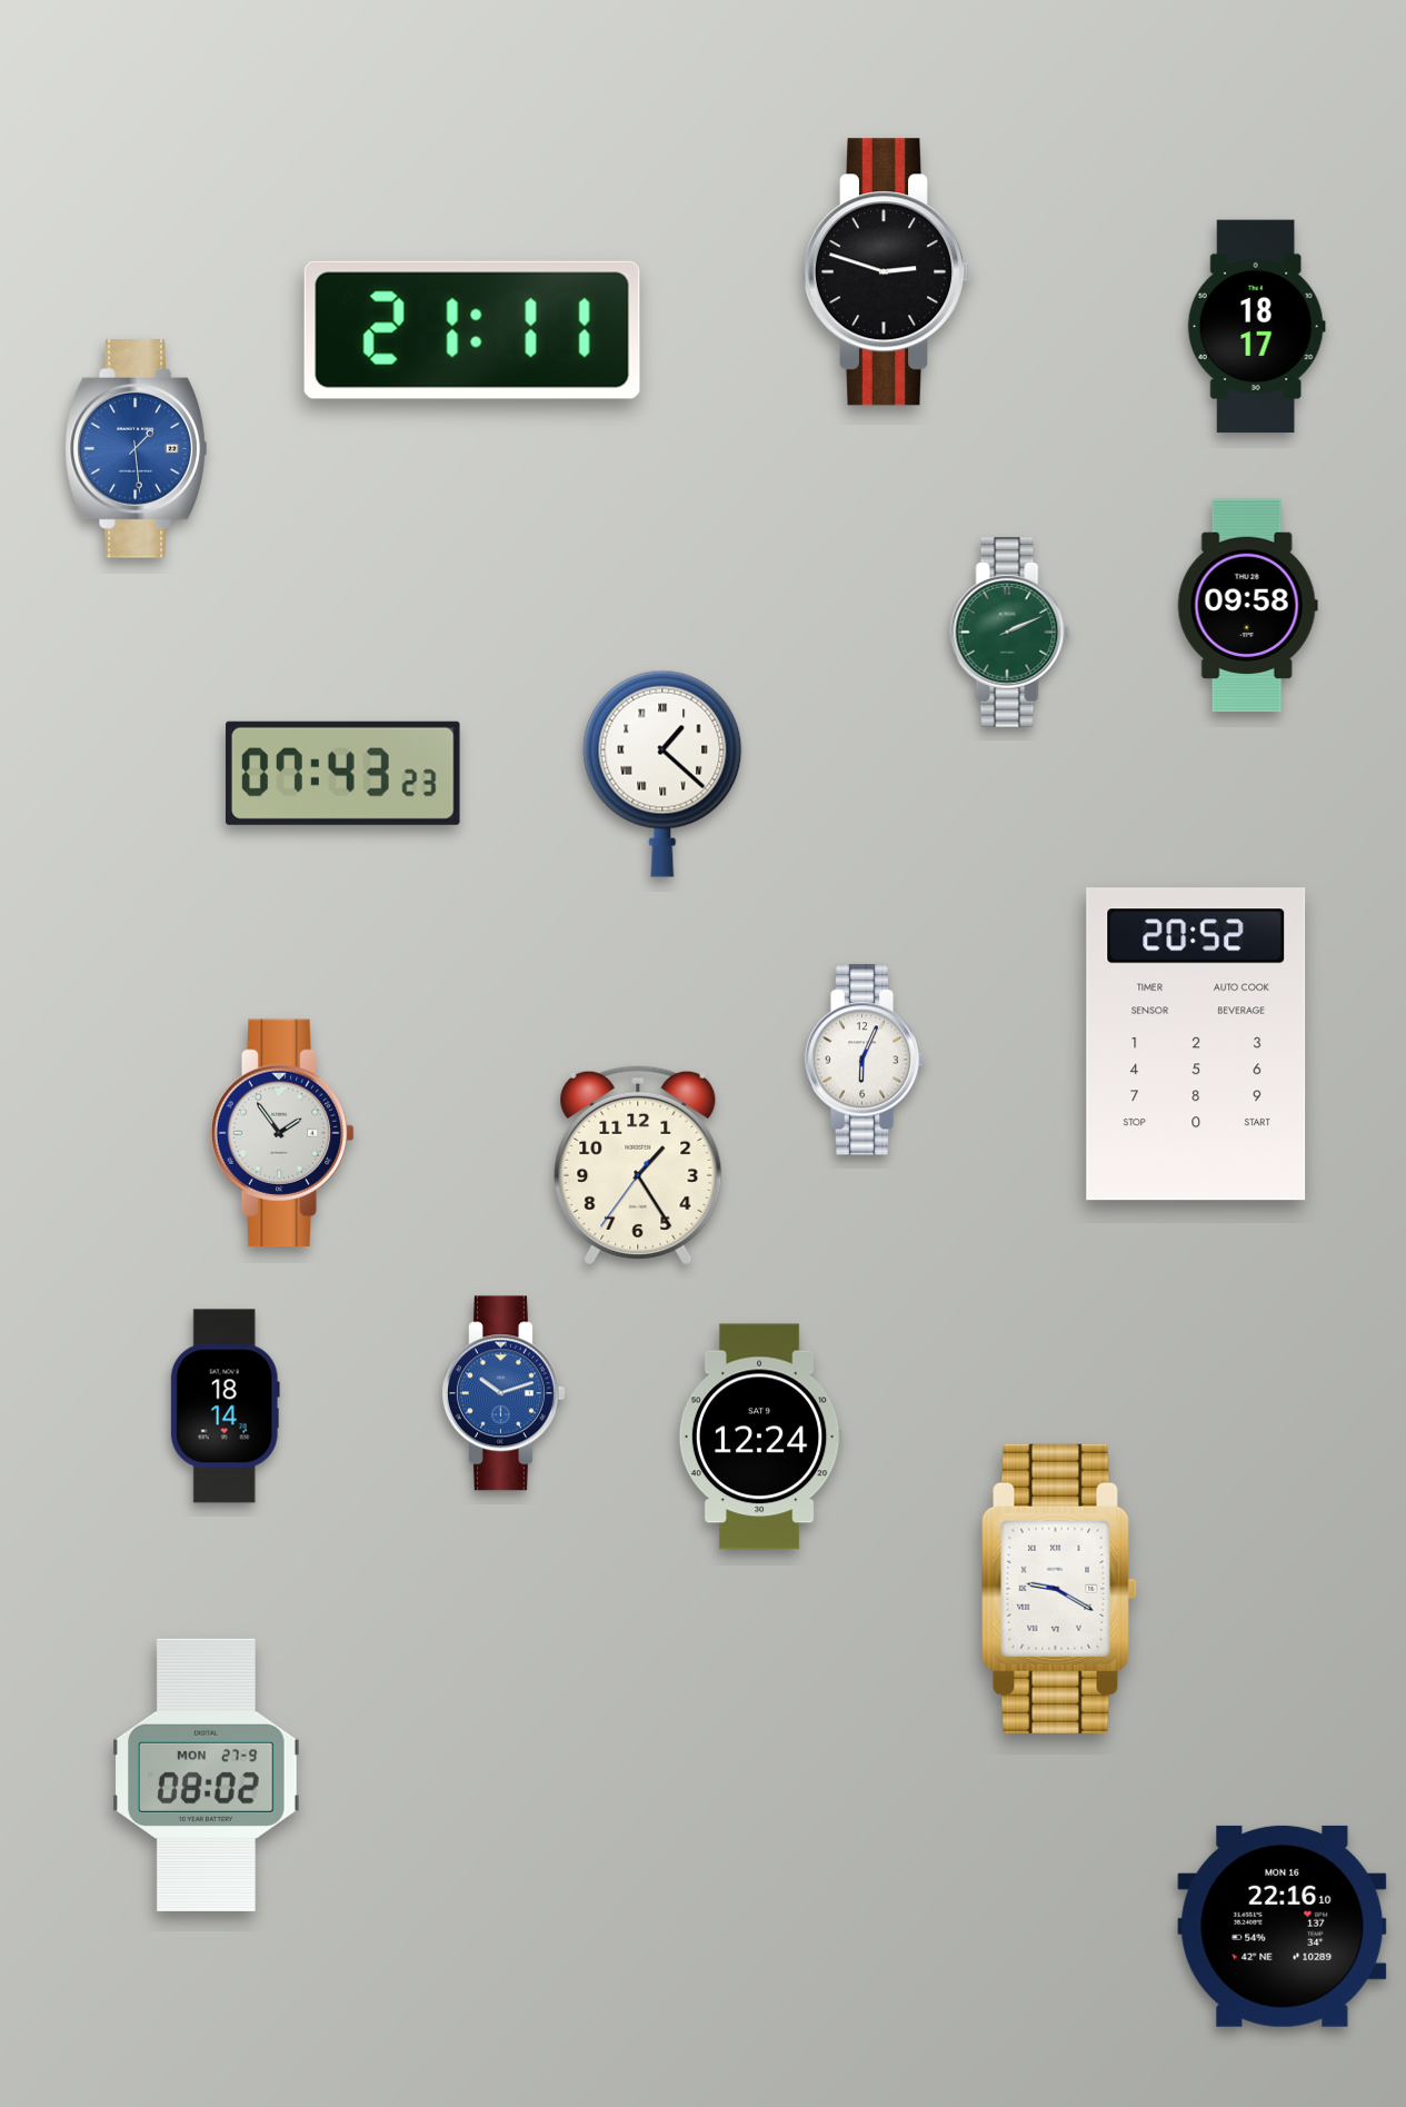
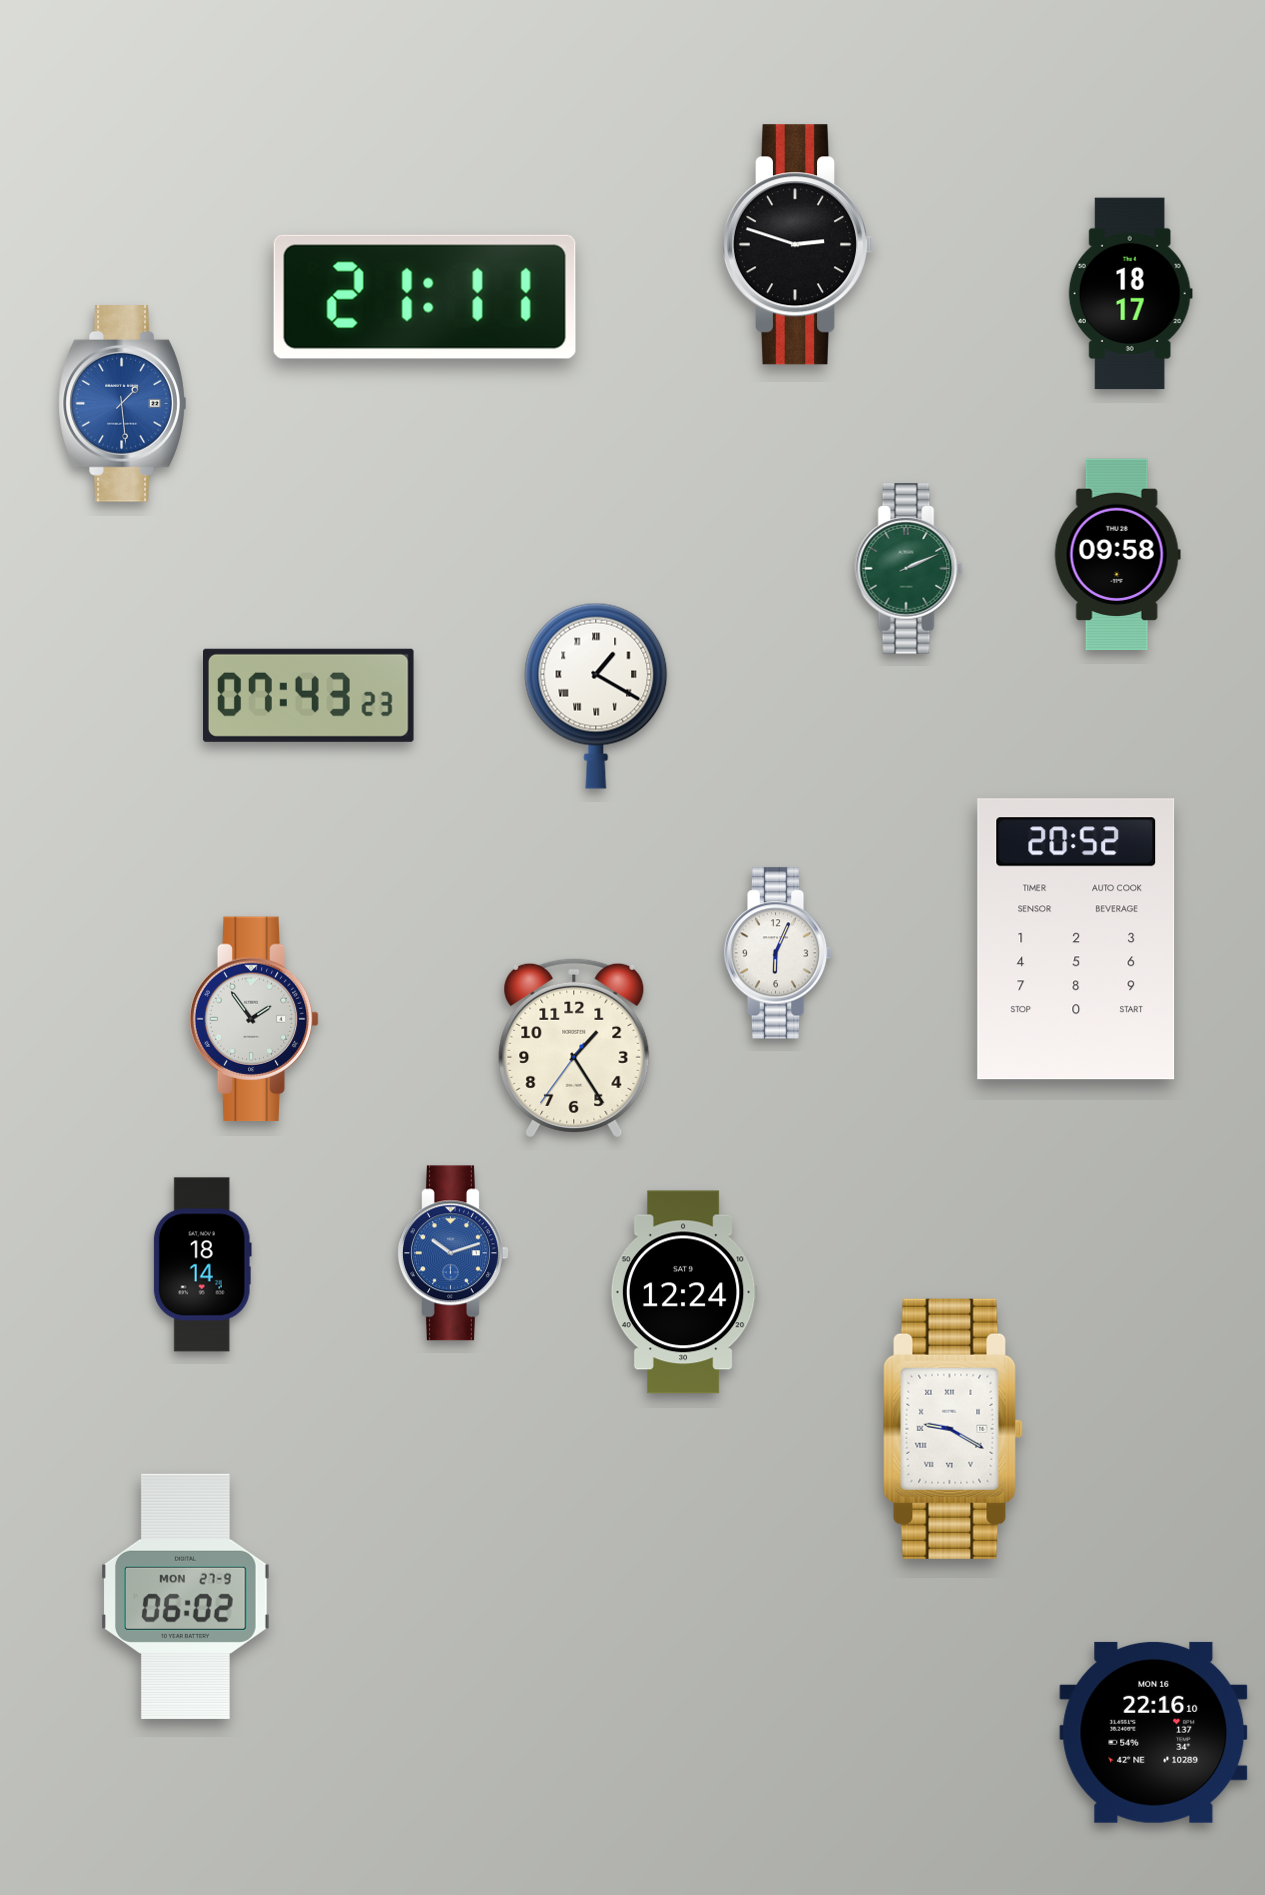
clock at (1247, 606) position: (1247, 606) -> (1117, 555)
clock at (662, 774): 1:22 -> 1:20
clock at (207, 1775): 08:02 -> 06:02
